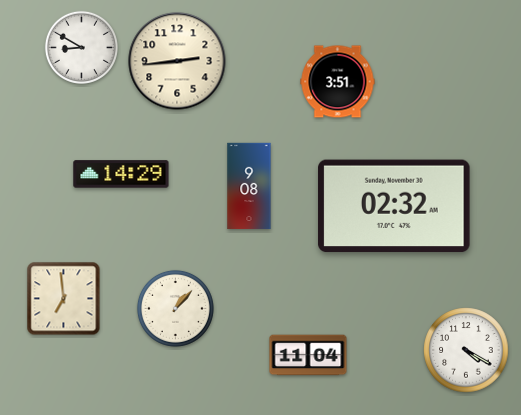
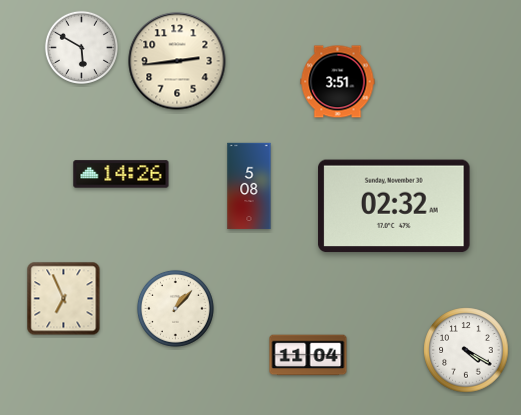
clock at (81, 47): 8:50 -> 5:50
clock at (121, 174): 14:29 -> 14:26
clock at (249, 186): 9:08 -> 5:08
clock at (64, 299): 6:59 -> 6:56
